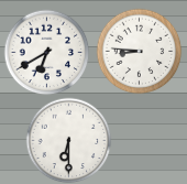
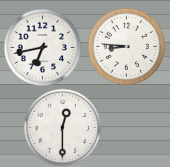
clock at (46, 52): 6:40 -> 6:43
clock at (68, 140): 6:30 -> 12:30
